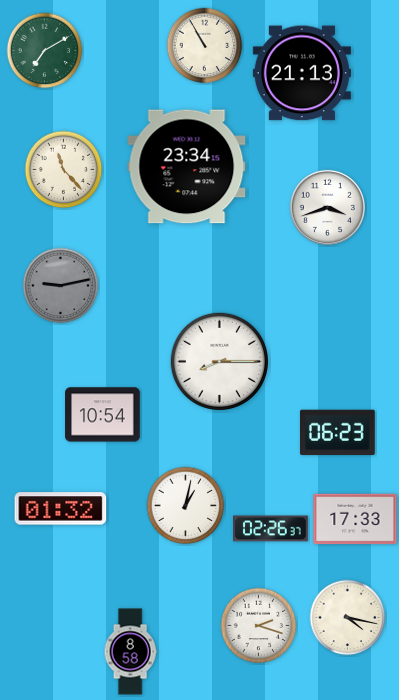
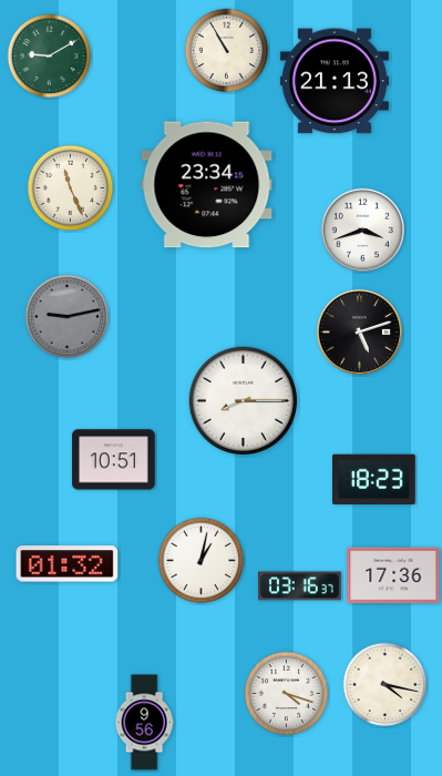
clock at (45, 51): 7:10 -> 9:10
clock at (64, 170): 11:23 -> 11:26
clock at (359, 331): none -> 5:12
clock at (103, 415): 10:54 -> 10:51
clock at (338, 433): 06:23 -> 18:23
clock at (186, 506) position: (186, 506) -> (202, 561)
clock at (355, 519): 17:33 -> 17:36
clock at (271, 529): 02:26 -> 03:16
clock at (259, 626): 2:18 -> 4:18
clock at (130, 652): 8:58 -> 9:56
